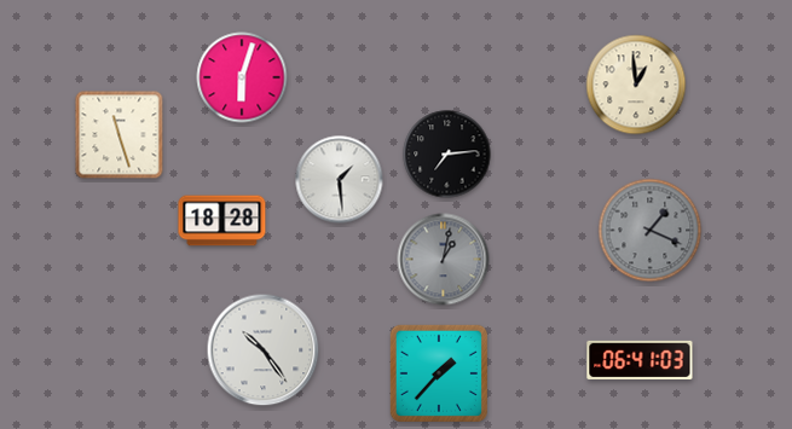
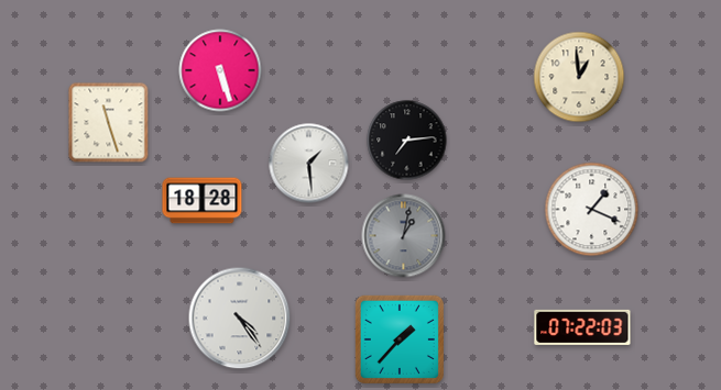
clock at (242, 77): 6:03 -> 5:27
clock at (651, 231) dial: grey -> white
clock at (264, 350): 10:24 -> 4:24
clock at (640, 360): 06:41 -> 07:22
